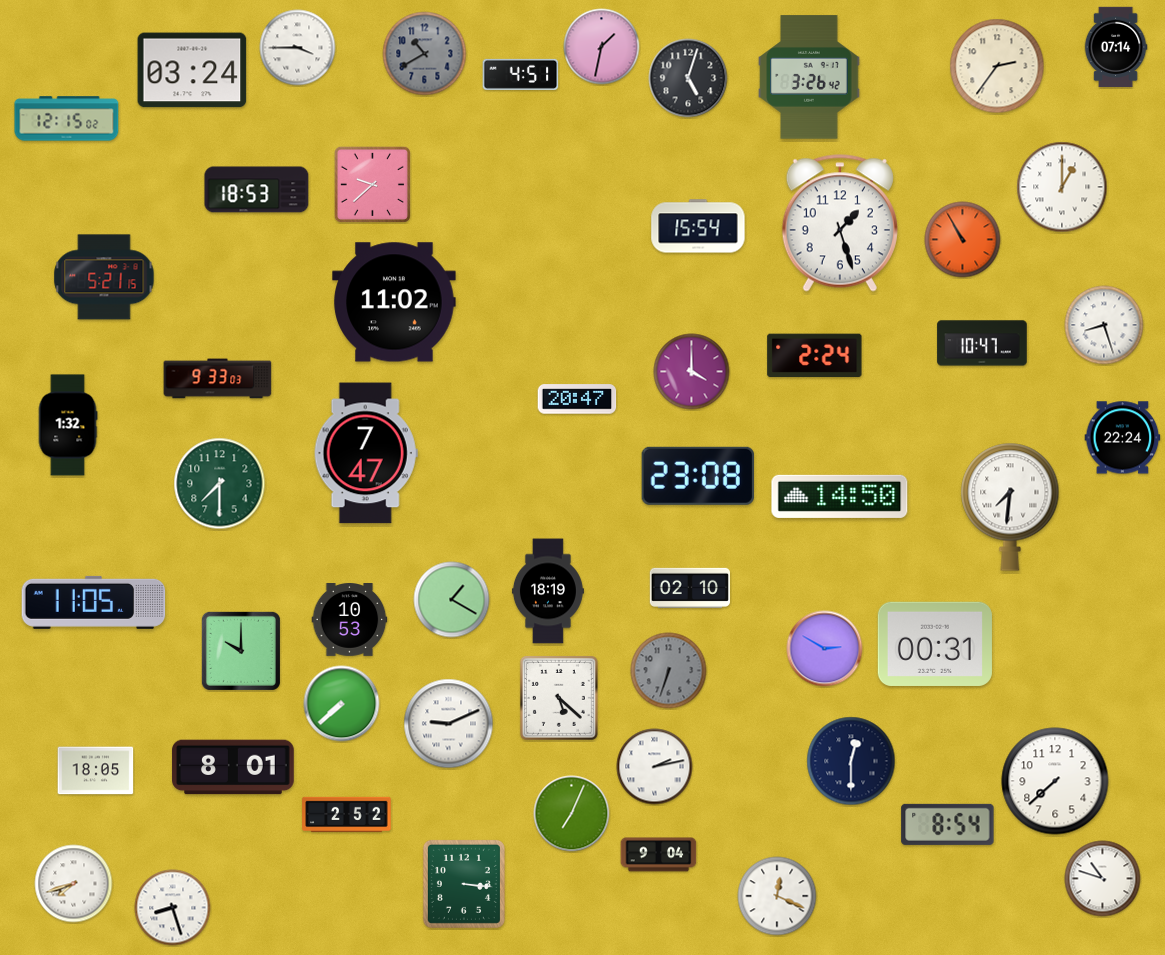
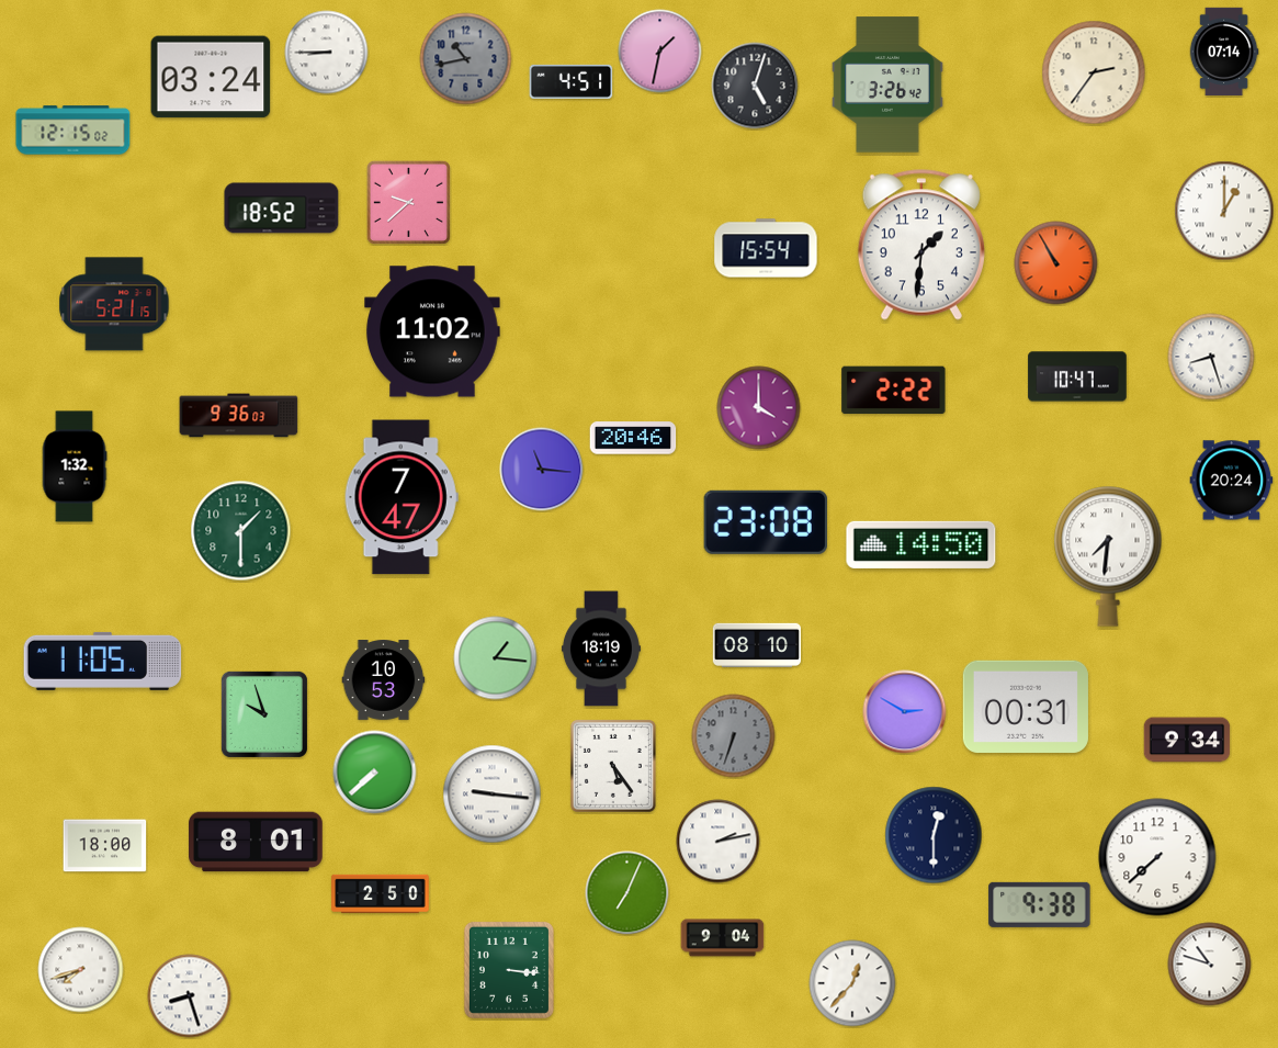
clock at (298, 48): 3:45 -> 8:45
clock at (425, 54): 10:40 -> 10:43
clock at (1062, 187) position: (1062, 187) -> (1224, 211)
clock at (257, 190): 18:53 -> 18:52
clock at (840, 223): 1:27 -> 1:31
clock at (815, 355): 2:24 -> 2:22
clock at (218, 379): 9:33 -> 9:36
clock at (577, 399): 20:47 -> 20:46
clock at (542, 470): none -> 11:16
clock at (1123, 438): 22:24 -> 20:24
clock at (220, 484): 7:30 -> 1:30
clock at (689, 588): 02:10 -> 08:10
clock at (452, 600): 1:20 -> 1:16
clock at (241, 651): 10:00 -> 9:57
clock at (1187, 740): none -> 9:34
clock at (559, 698): 5:22 -> 5:24
clock at (449, 724): 9:11 -> 9:16
clock at (96, 771): 18:05 -> 18:00
clock at (347, 815): 2:52 -> 2:50
clock at (948, 824): 8:54 -> 9:38
clock at (777, 896): 12:19 -> 12:37
